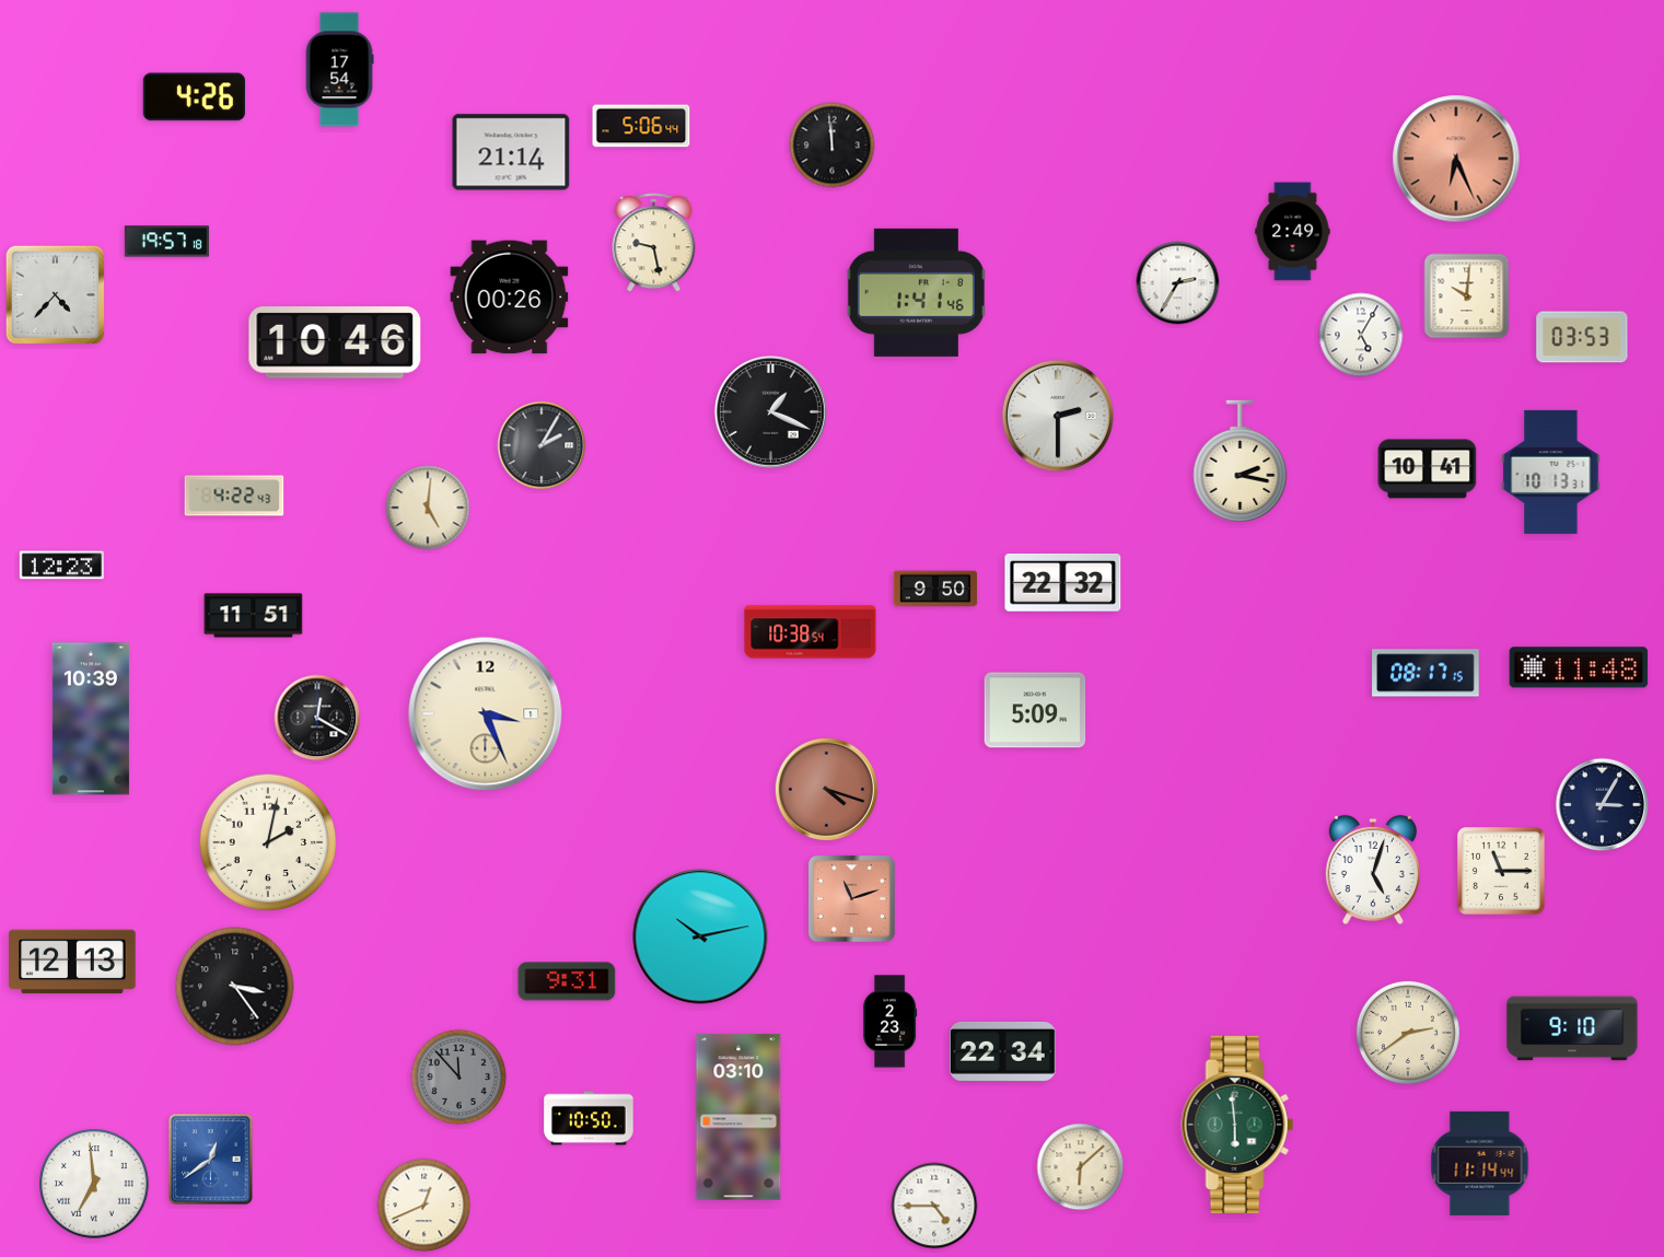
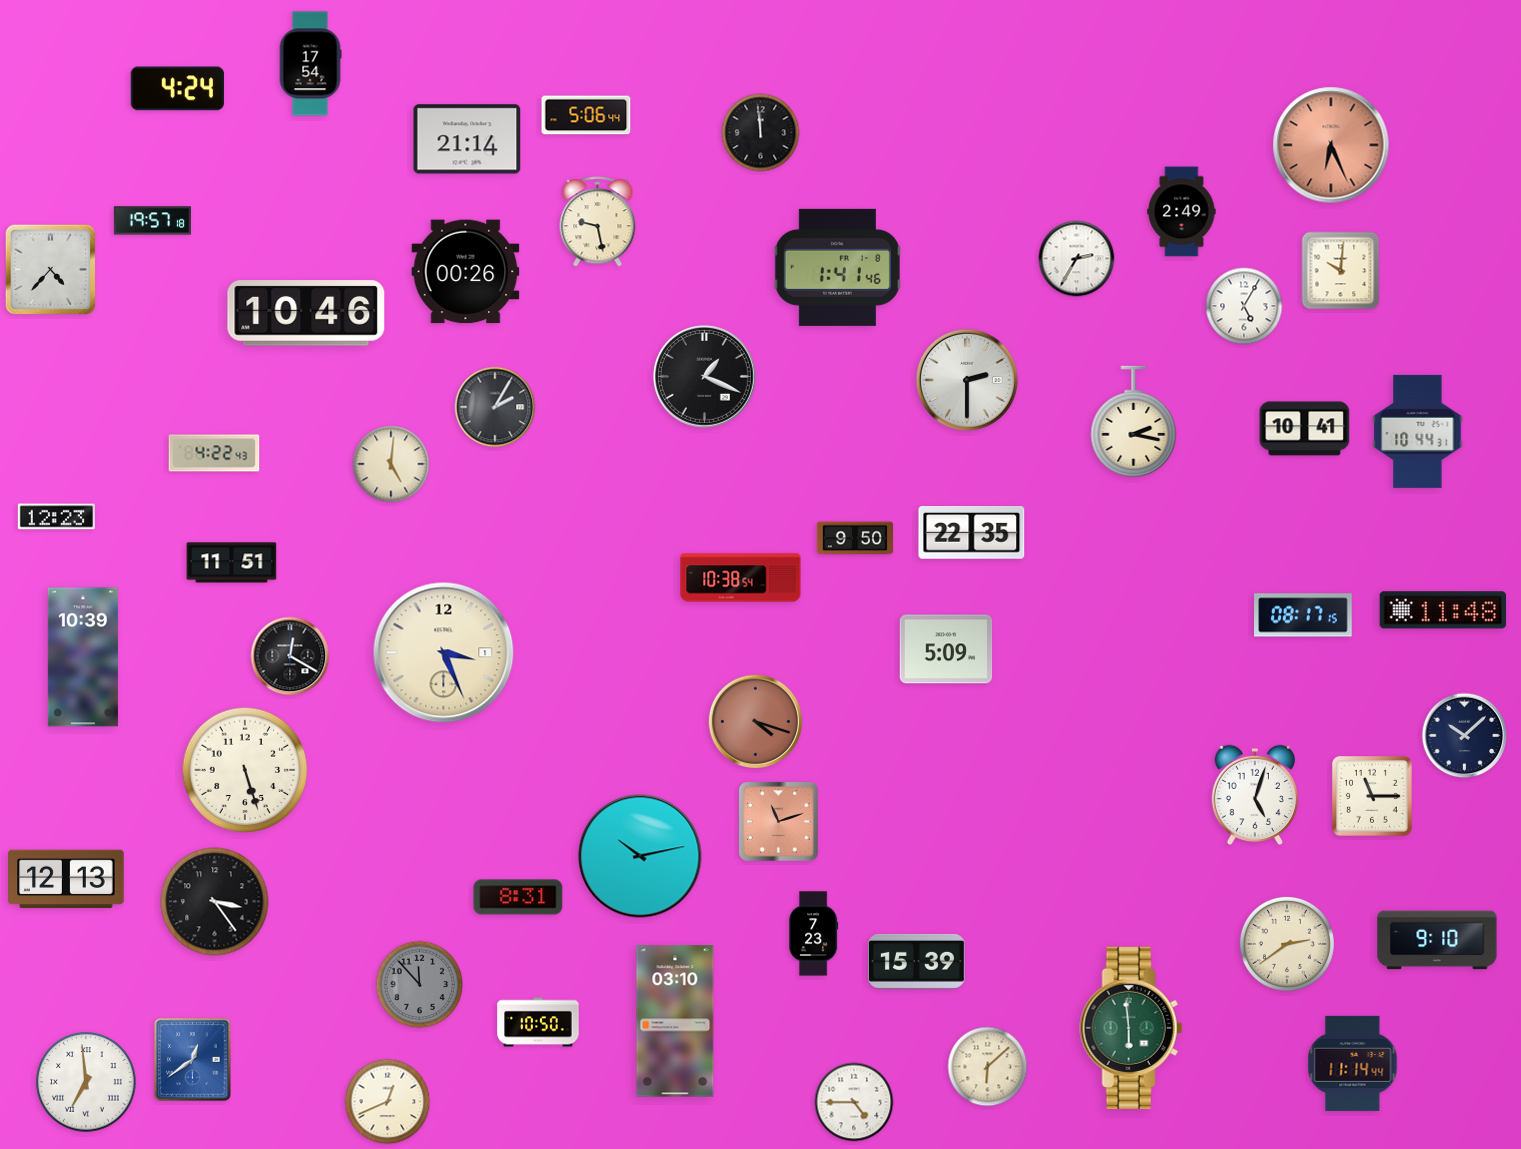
clock at (194, 97): 4:26 -> 4:24
clock at (1582, 337): 03:53 -> none
clock at (1551, 472): 10:13 -> 10:44
clock at (1063, 583): 22:32 -> 22:35
clock at (1603, 805): 3:05 -> 10:08
clock at (268, 842): 2:02 -> 5:27
clock at (567, 981): 9:31 -> 8:31
clock at (891, 1022): 2:23 -> 7:23
clock at (1002, 1051): 22:34 -> 15:39
